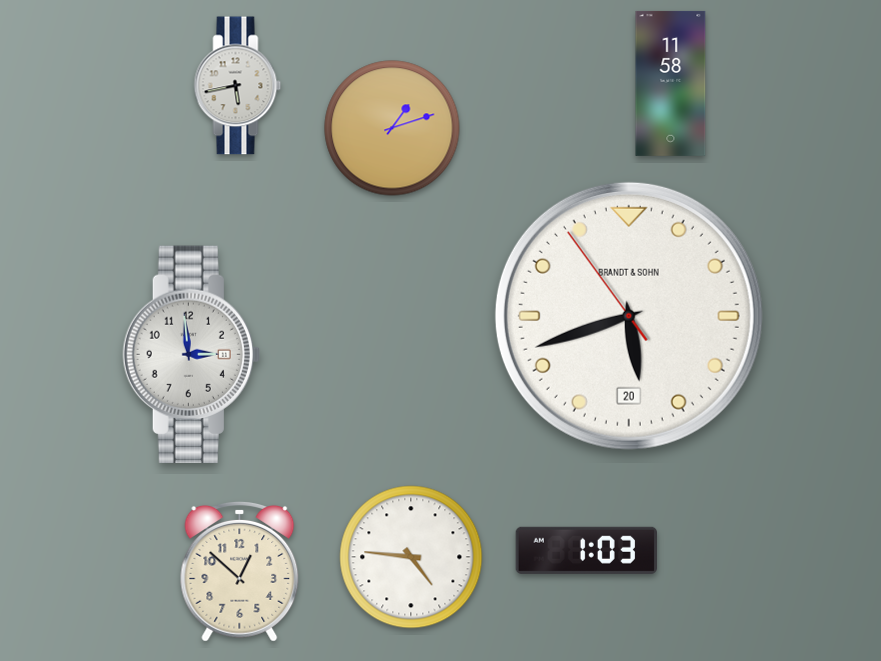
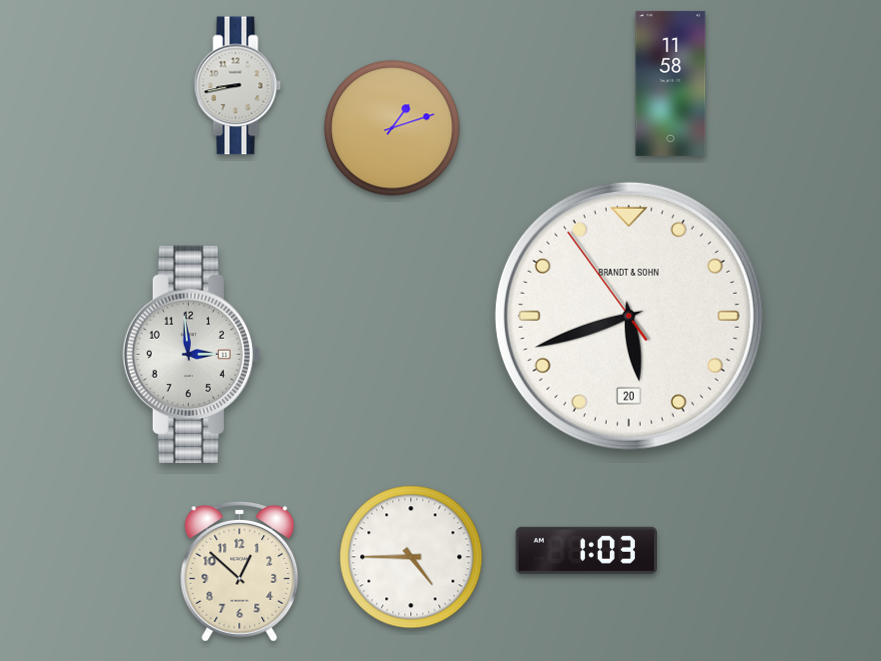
clock at (238, 86): 5:43 -> 8:43
clock at (411, 557): 4:46 -> 4:45
